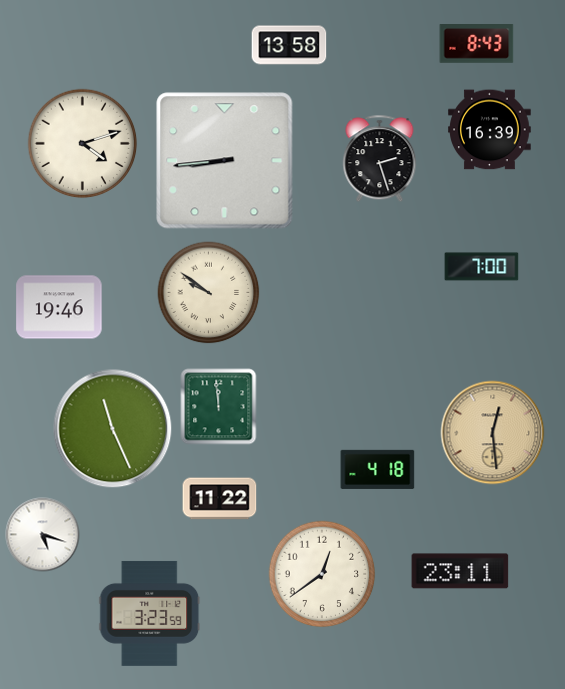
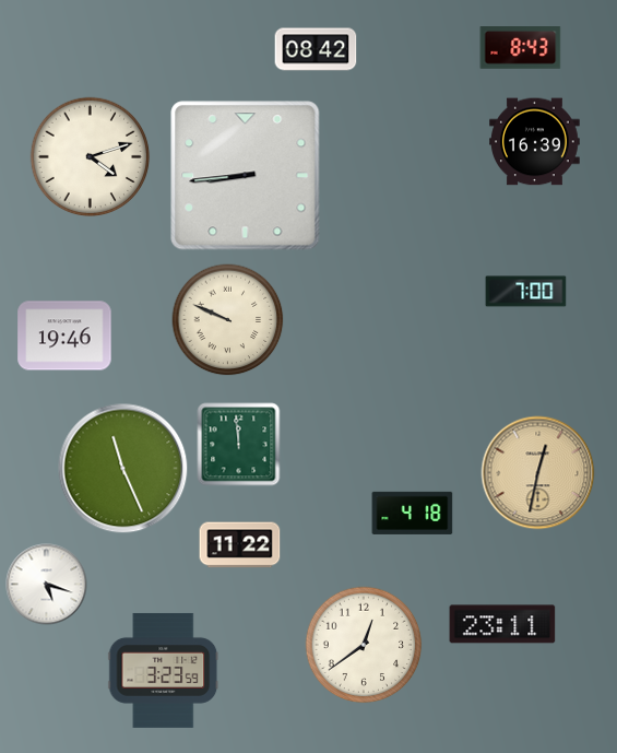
clock at (289, 45): 13:58 -> 08:42
clock at (380, 159): 2:27 -> none
clock at (209, 293): 9:51 -> 9:49
clock at (493, 433): 12:29 -> 12:32
clock at (322, 574) position: (322, 574) -> (364, 645)
